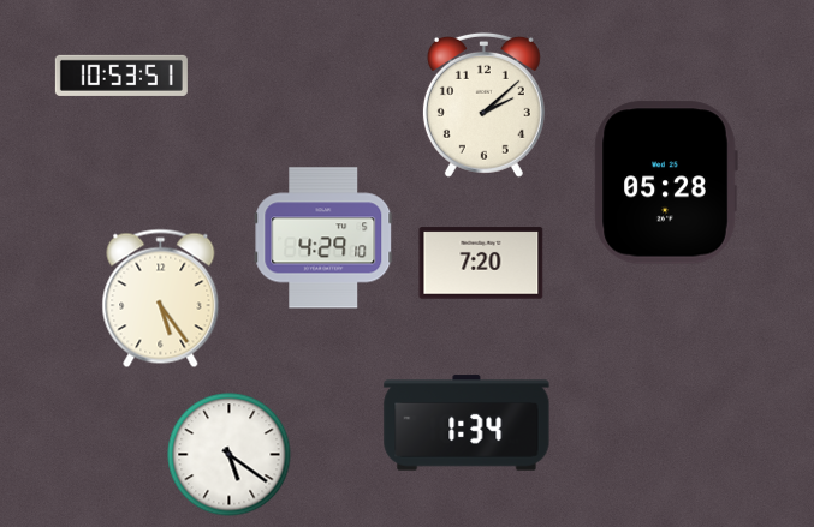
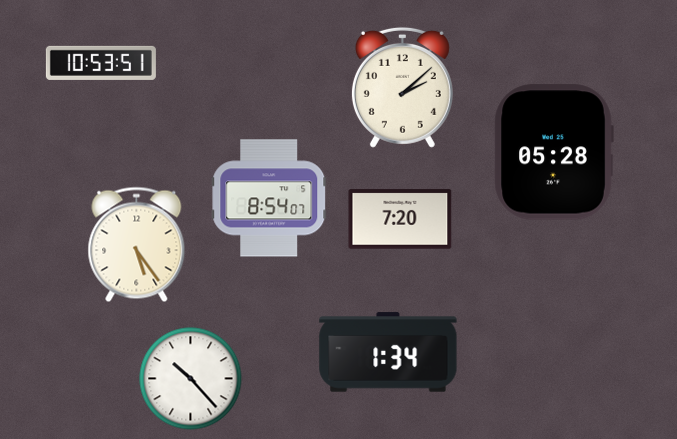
clock at (323, 238): 4:29 -> 8:54
clock at (161, 299) position: (161, 299) -> (137, 245)
clock at (230, 455): 5:21 -> 10:23
